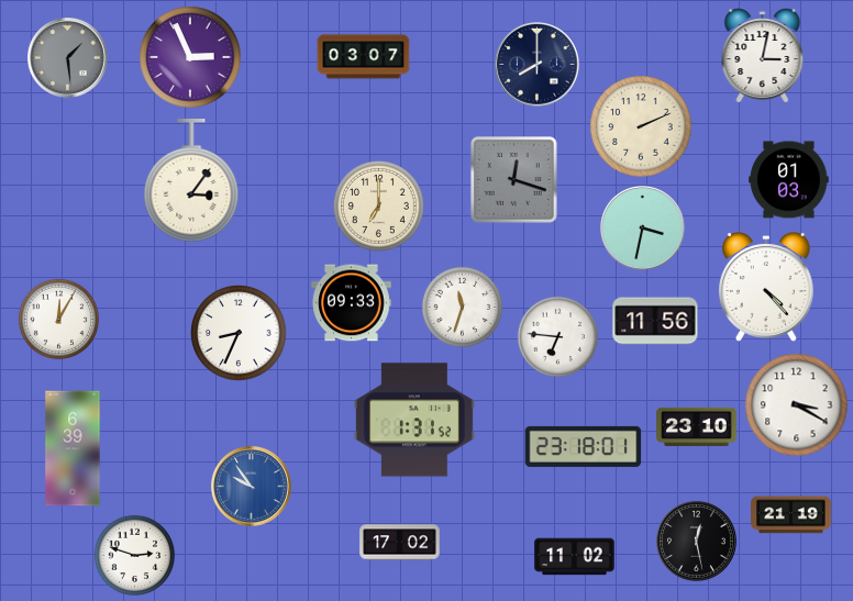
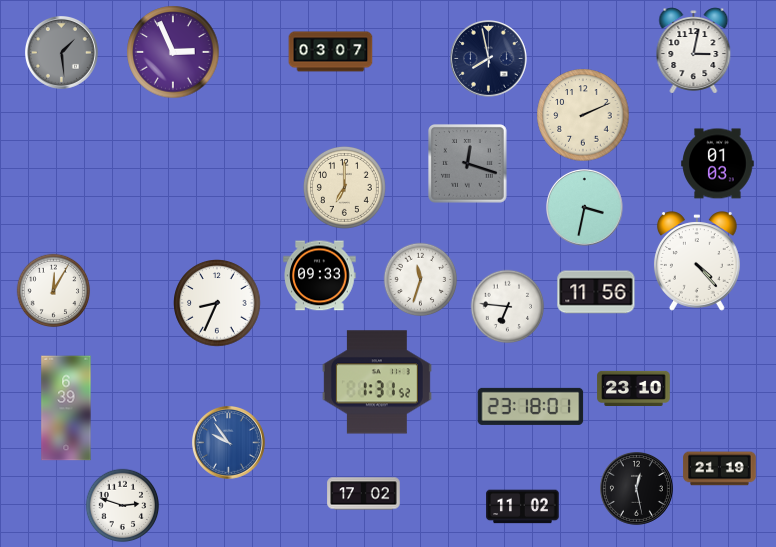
clock at (538, 65): 8:00 -> 7:58
clock at (191, 181): 3:06 -> none
clock at (797, 405): 3:20 -> none
clock at (697, 542) position: (697, 542) -> (637, 489)
